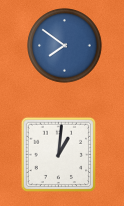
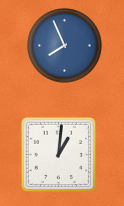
clock at (65, 46): 7:51 -> 7:56
